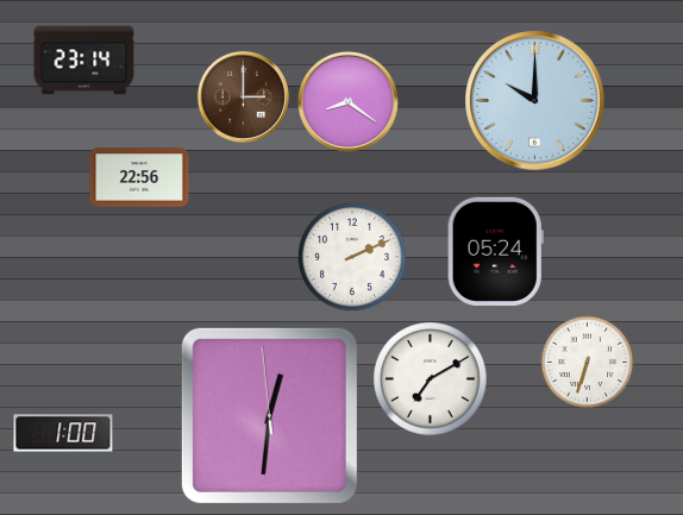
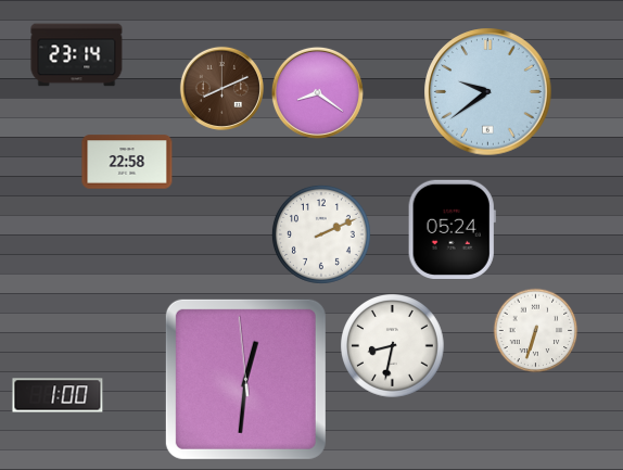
clock at (243, 96): 3:00 -> 8:11
clock at (535, 101): 10:00 -> 9:39
clock at (139, 177): 22:56 -> 22:58
clock at (431, 379): 7:10 -> 8:32
